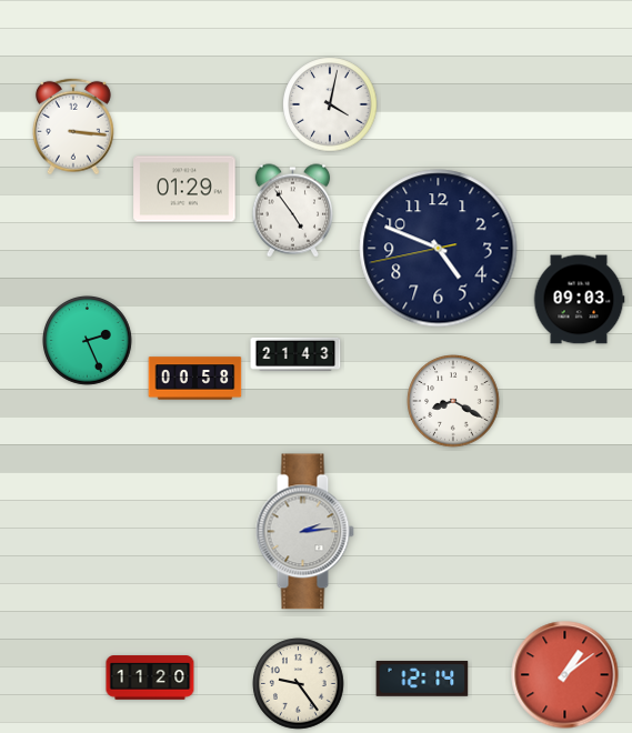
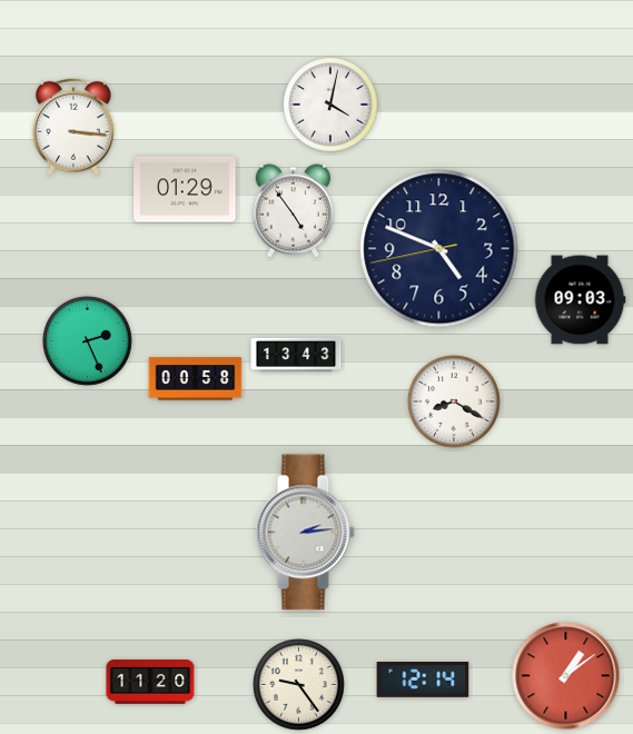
clock at (295, 354): 21:43 -> 13:43
clock at (150, 677) position: (150, 677) -> (150, 682)
